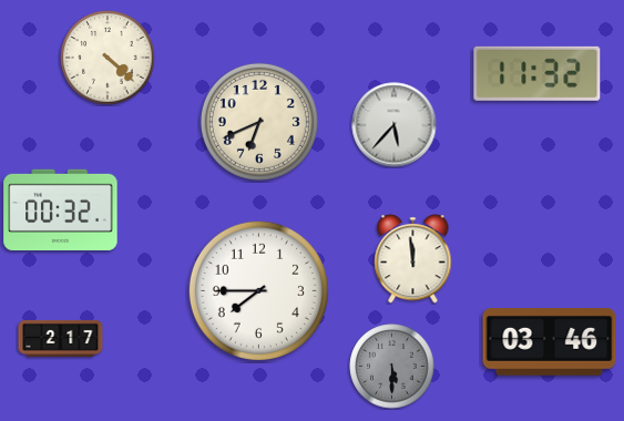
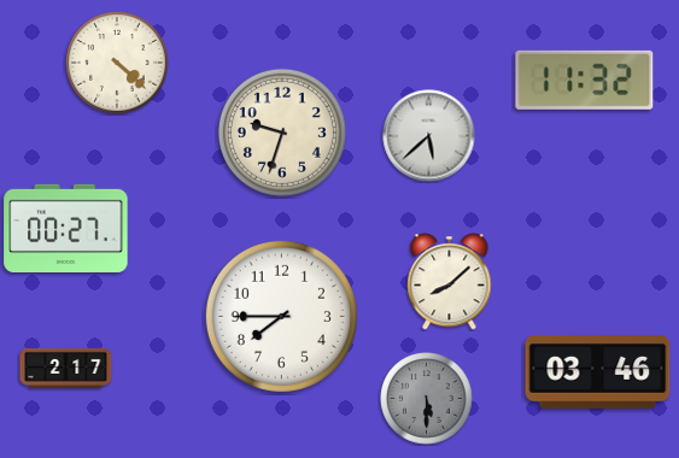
clock at (259, 122): 6:41 -> 9:33
clock at (395, 125): 5:37 -> 5:38
clock at (61, 209): 00:32 -> 00:27
clock at (413, 259): 11:59 -> 8:08
